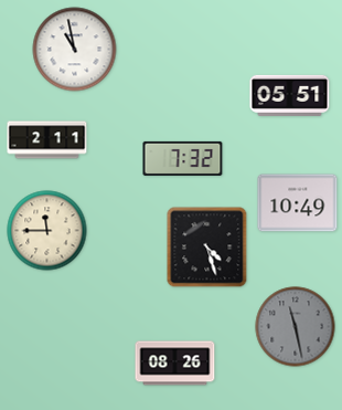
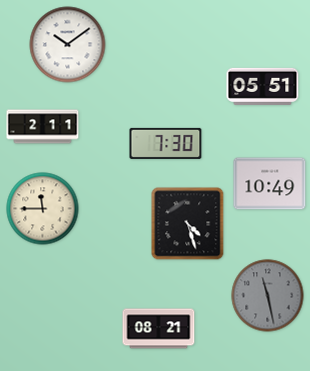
clock at (75, 50): 10:58 -> 10:09
clock at (183, 158): 7:32 -> 7:30
clock at (175, 364): 08:26 -> 08:21
